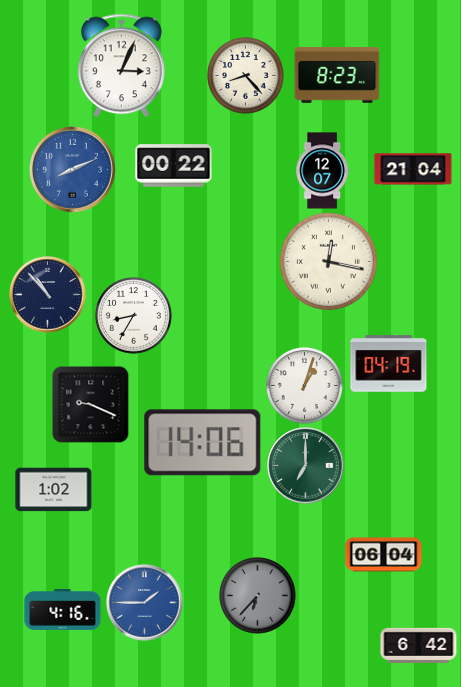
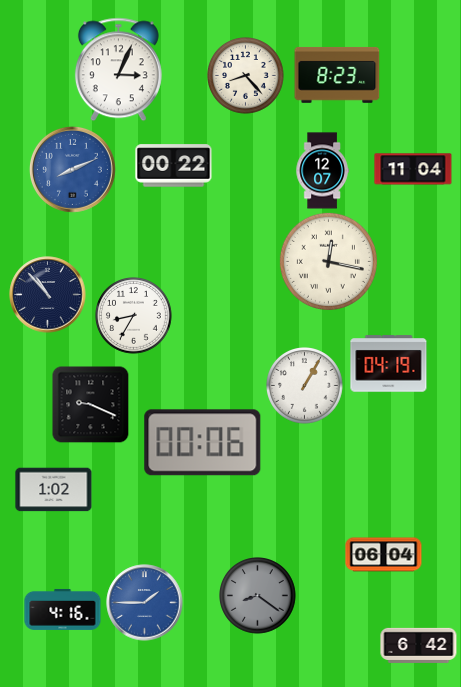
clock at (121, 66) position: (121, 66) -> (118, 70)
clock at (413, 169): 21:04 -> 11:04
clock at (305, 386): 1:03 -> 1:05
clock at (203, 443): 14:06 -> 00:06
clock at (306, 466): 7:00 -> none
clock at (258, 596): 6:37 -> 8:21
